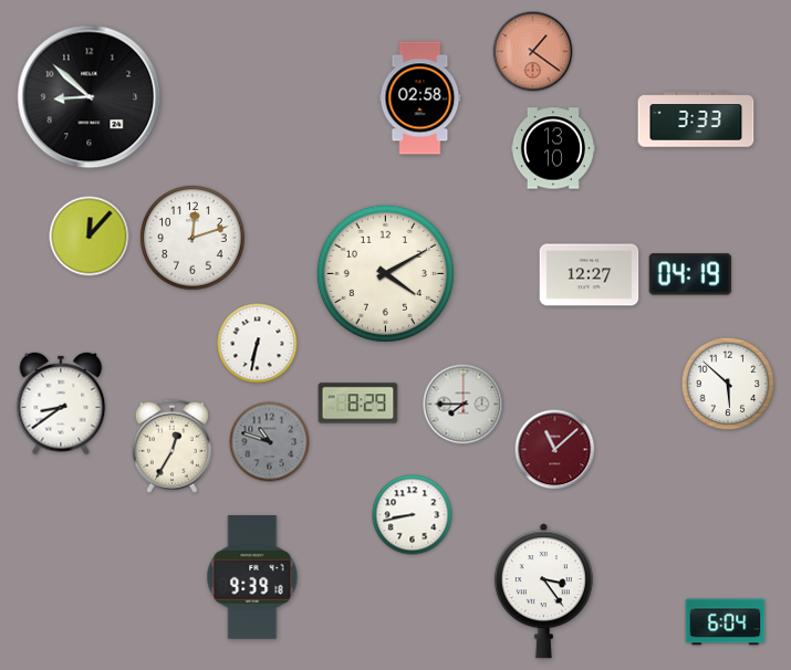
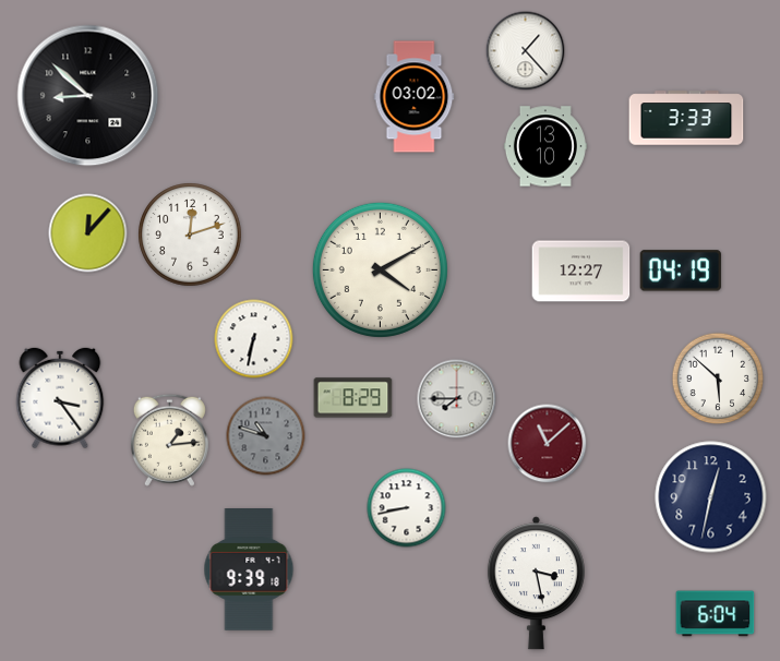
clock at (533, 52): 1:21 -> 1:23
clock at (533, 52) dial: salmon -> white
clock at (420, 98): 02:58 -> 03:02
clock at (61, 404): 8:39 -> 3:24
clock at (171, 446): 12:35 -> 1:14
clock at (711, 497): none -> 12:32
clock at (543, 592): 3:24 -> 3:28
